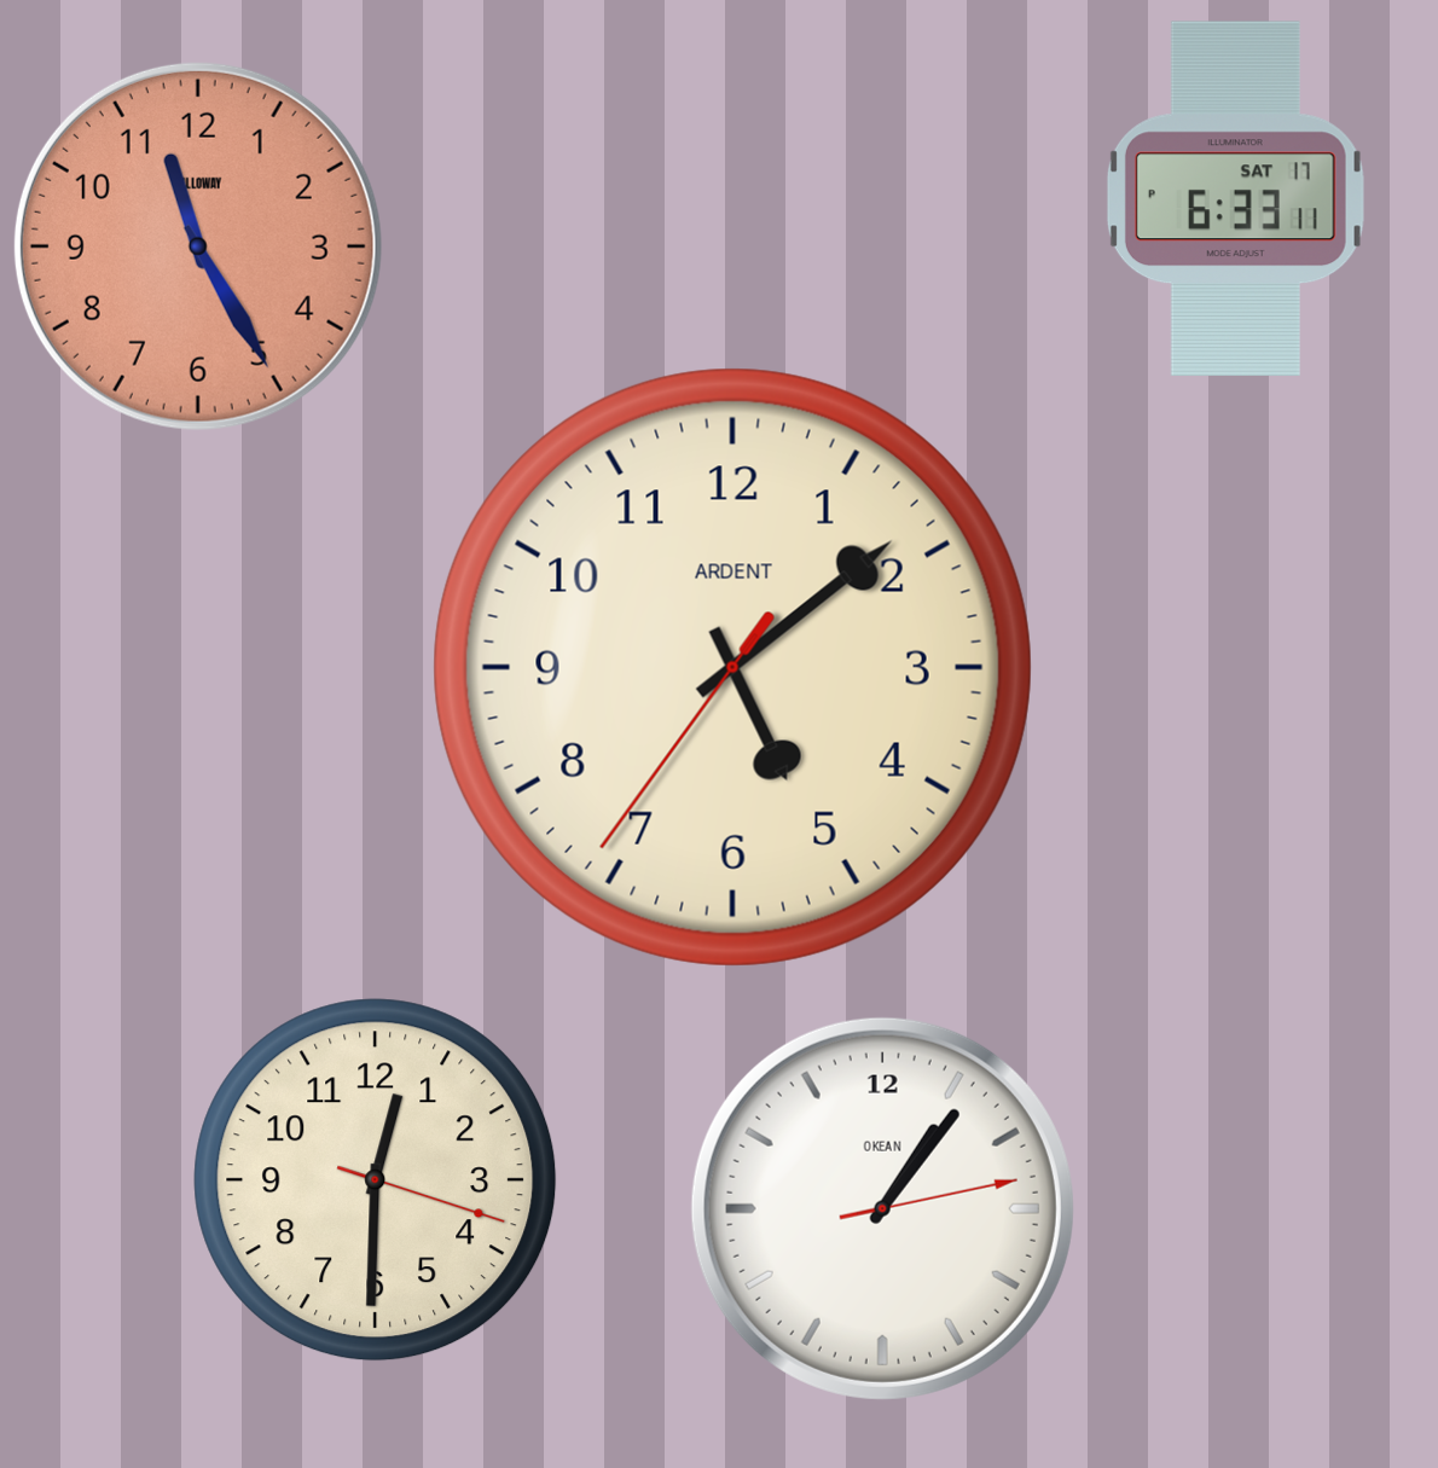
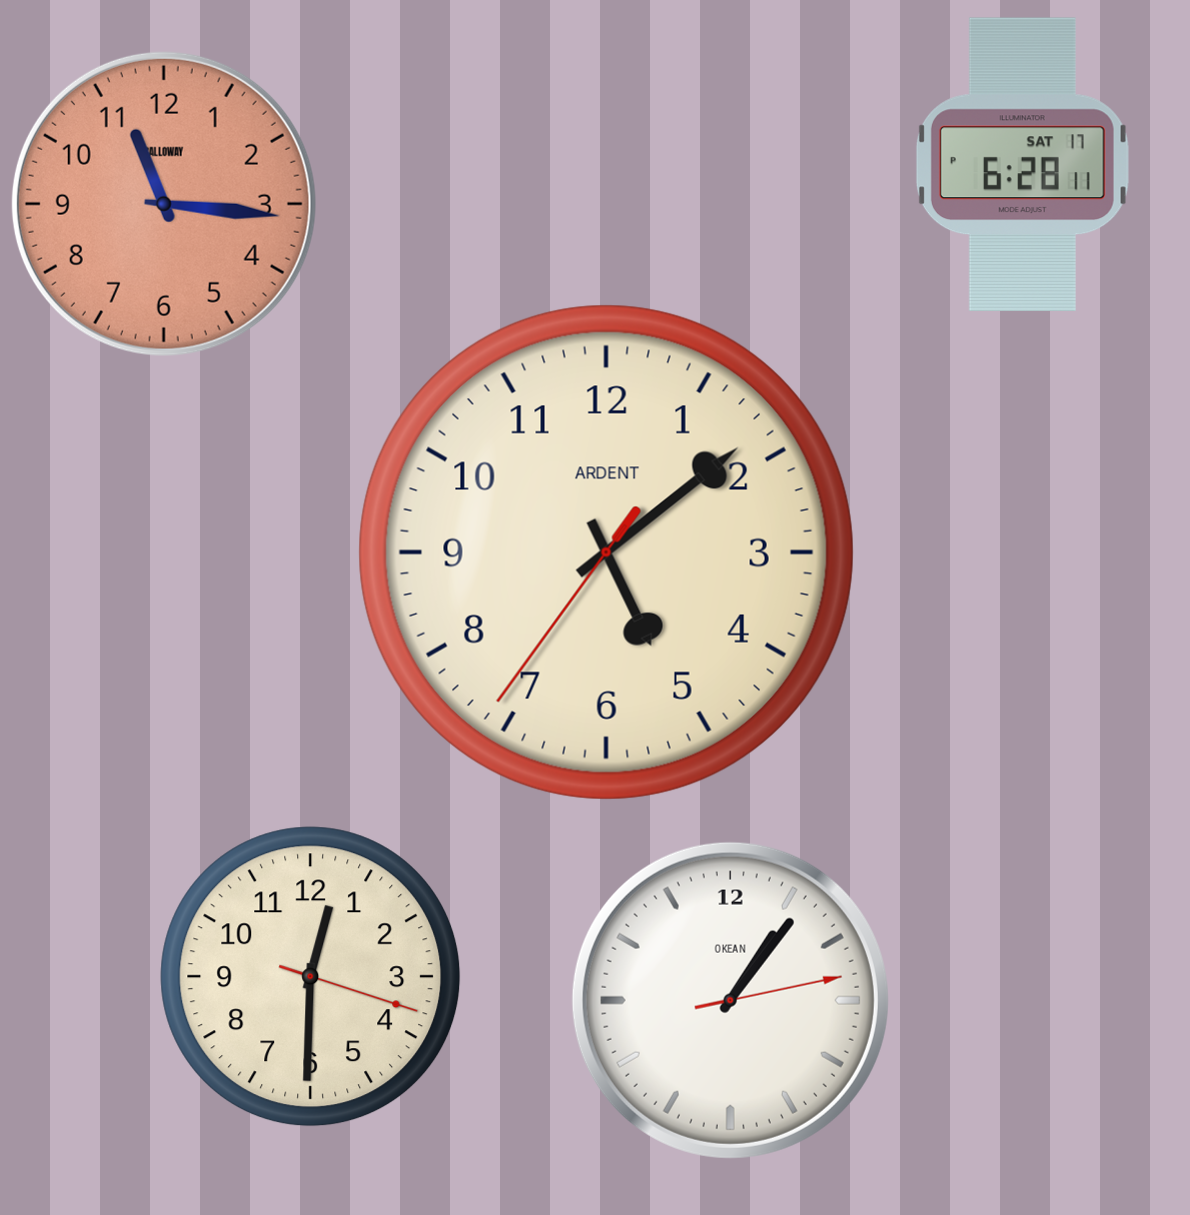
clock at (1235, 198): 6:33 -> 6:28
clock at (198, 246): 11:25 -> 11:16
